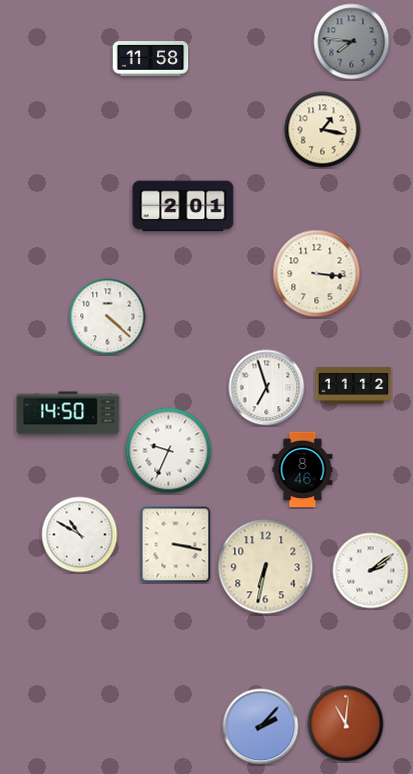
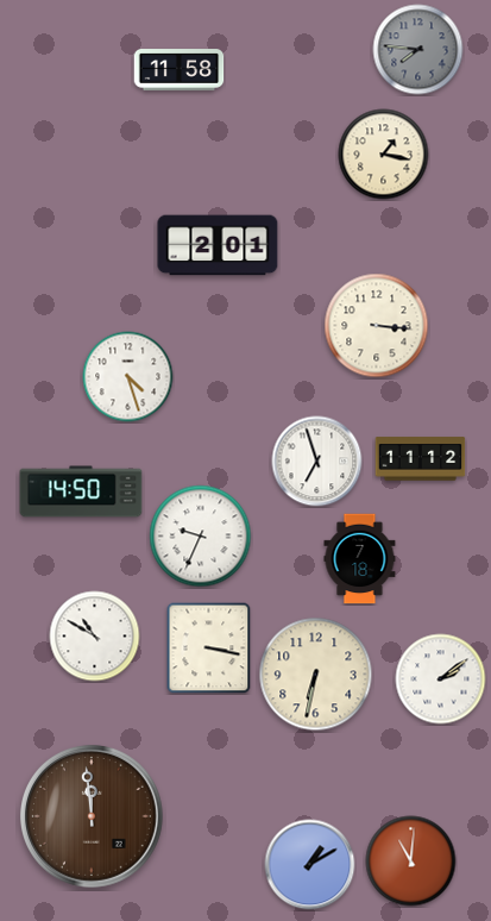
clock at (108, 317): 4:22 -> 4:27
clock at (303, 470): 8:46 -> 7:18
clock at (92, 816): none -> 11:59
clock at (261, 727): 2:07 -> 1:10
